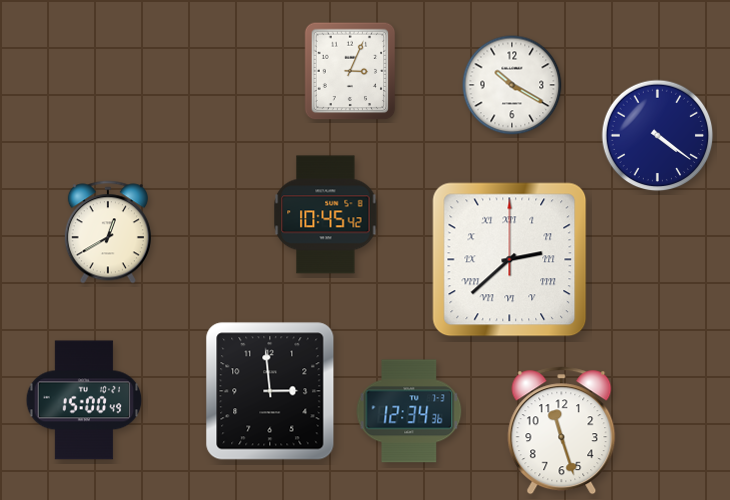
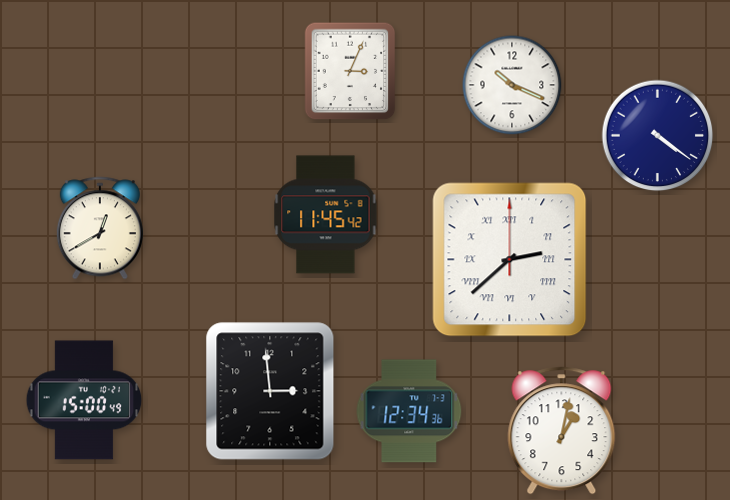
clock at (512, 85): 10:20 -> 10:19
clock at (326, 215): 10:45 -> 11:45
clock at (108, 232) position: (108, 232) -> (100, 228)
clock at (562, 431): 11:27 -> 1:02
